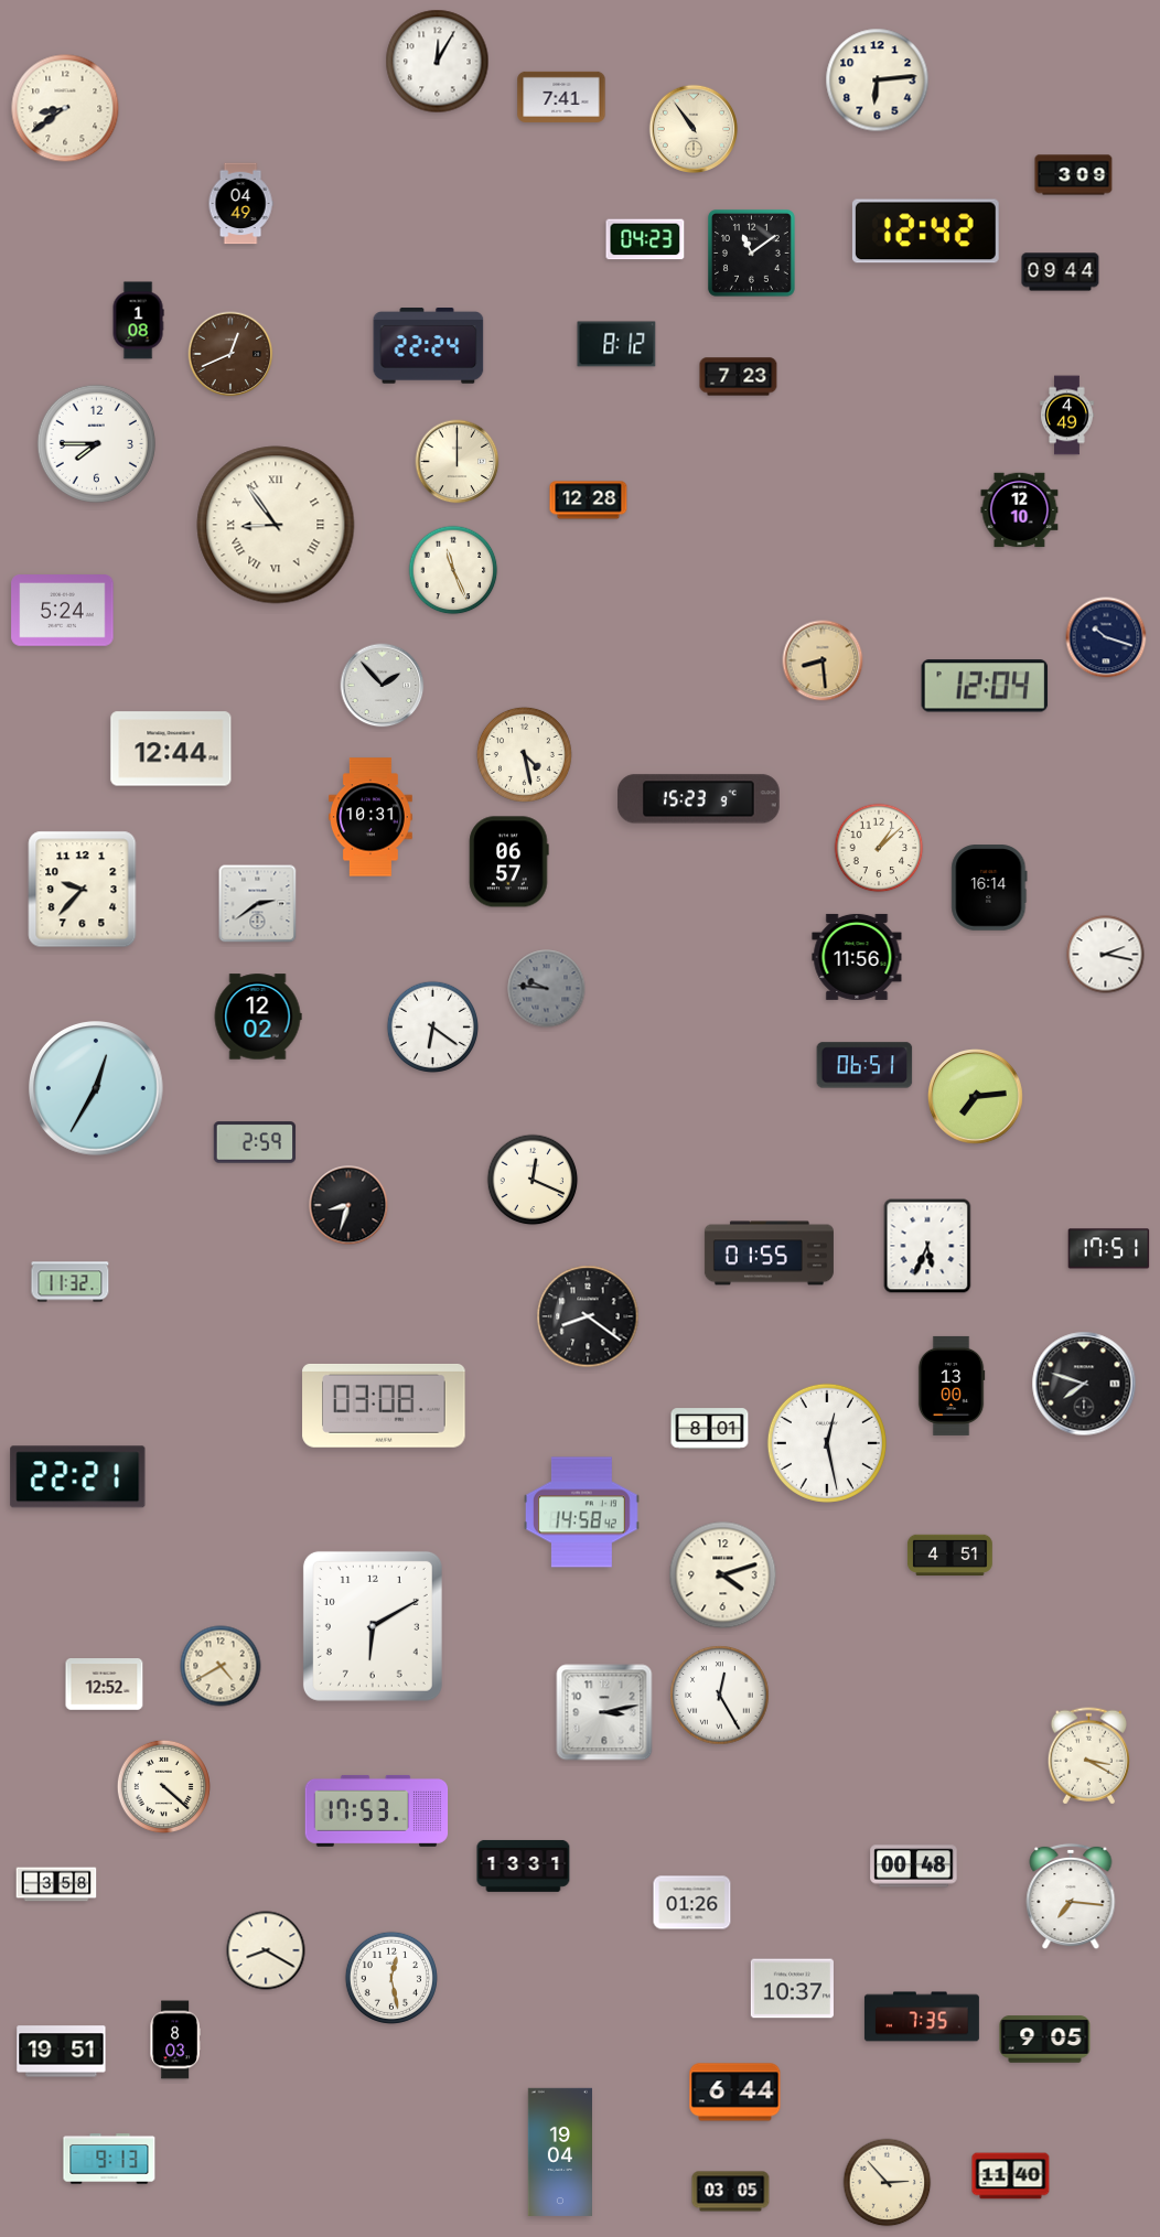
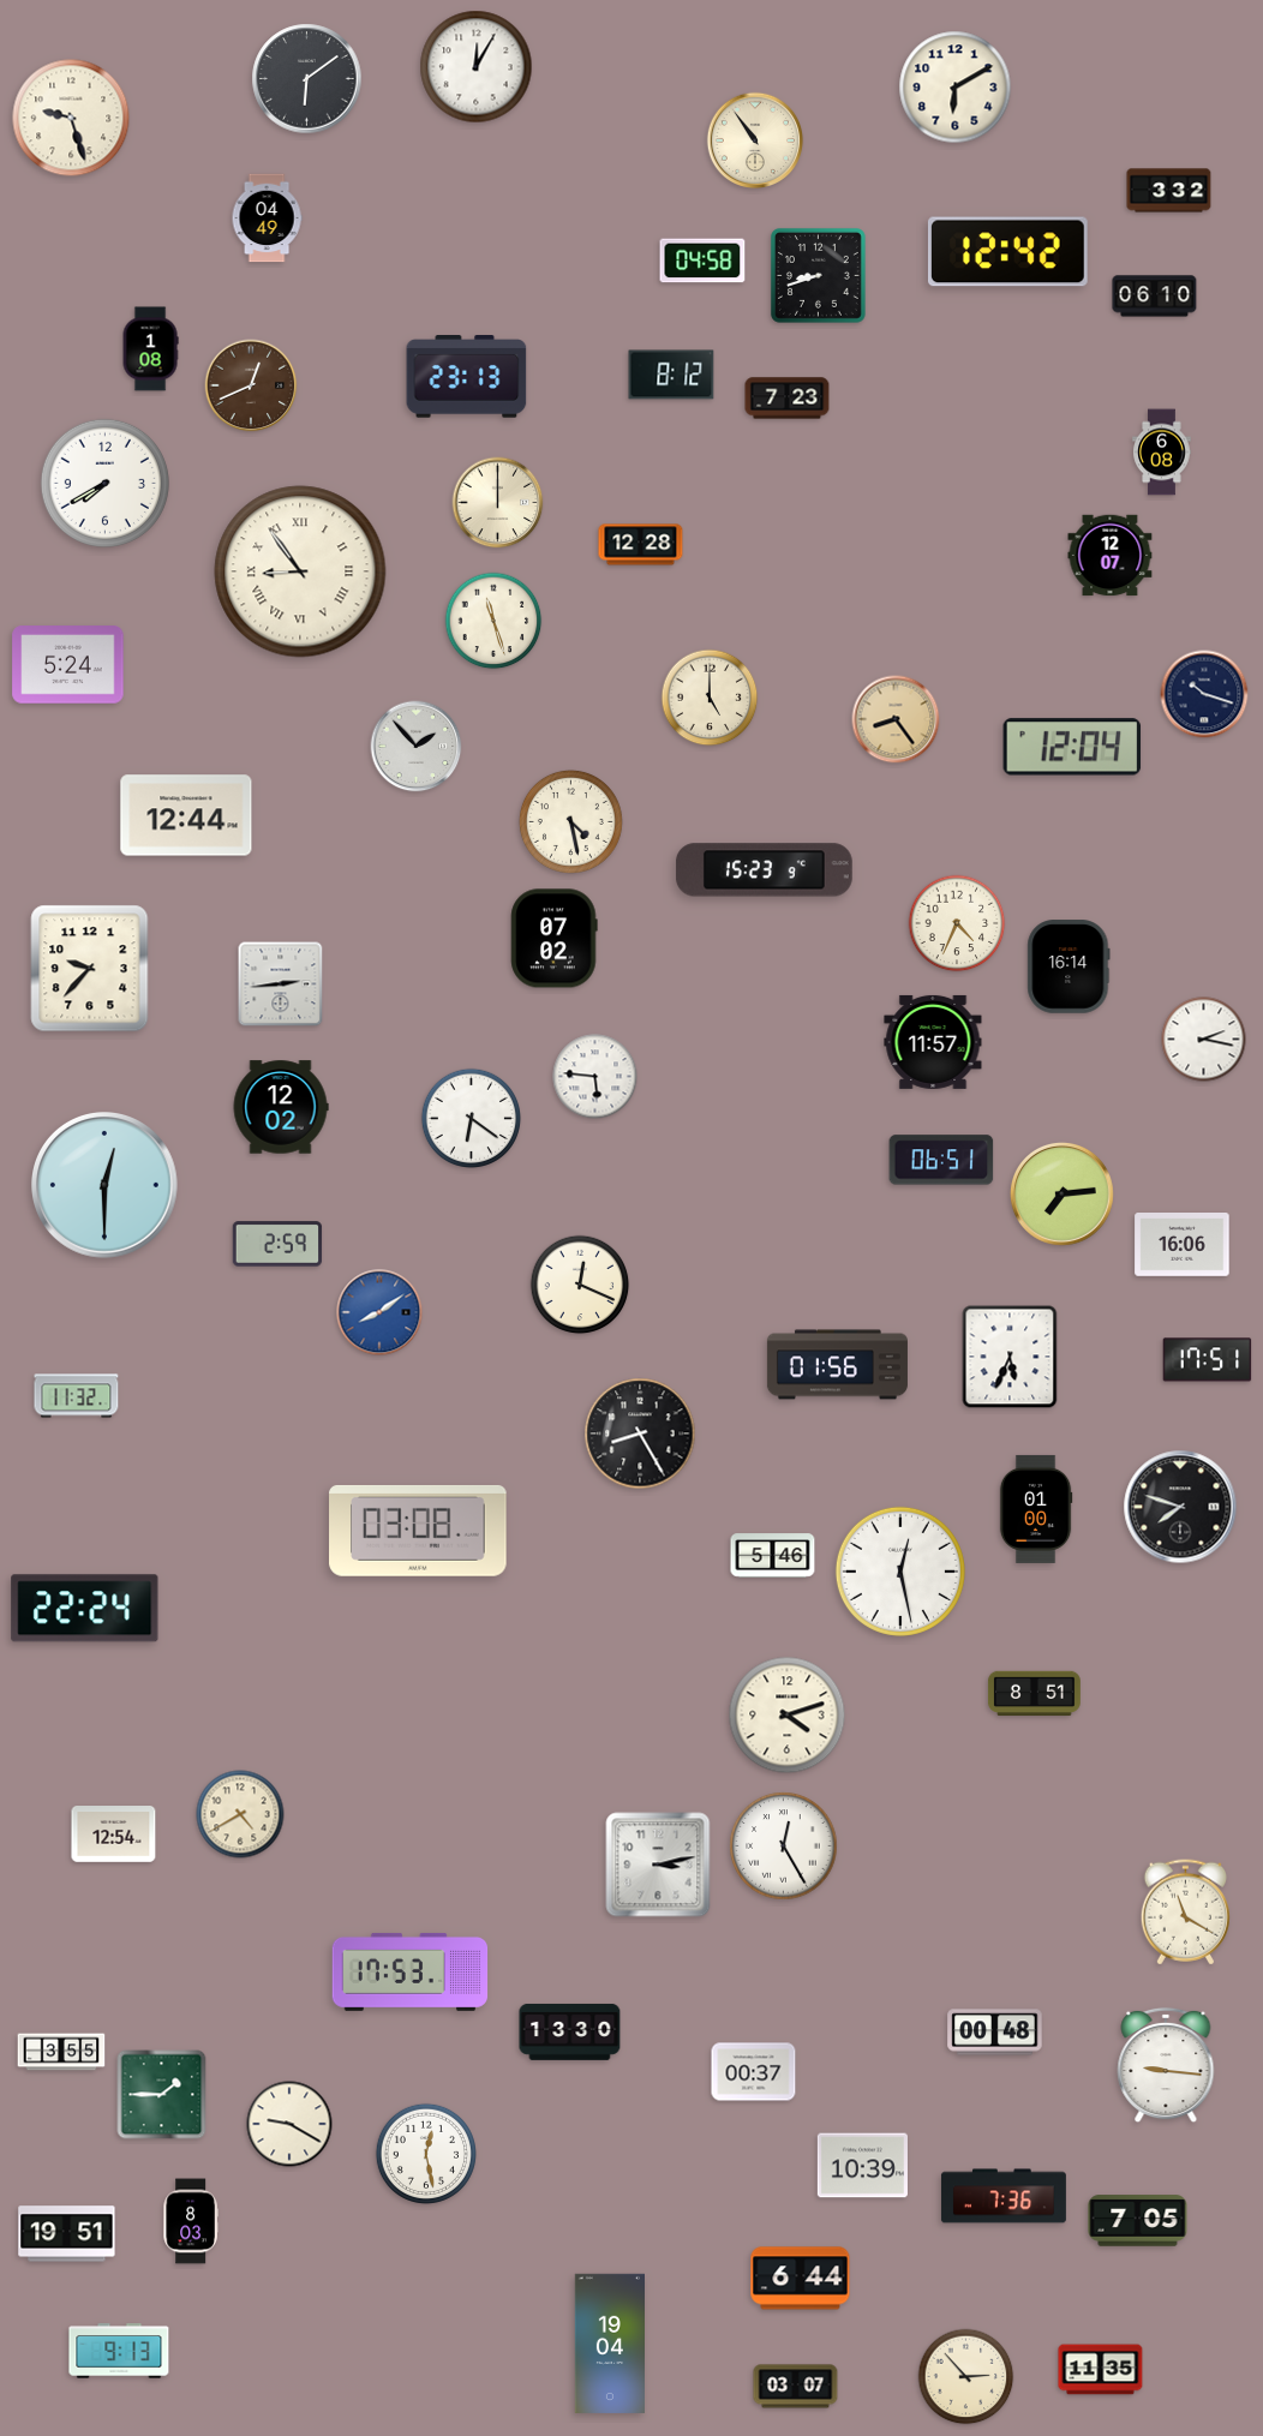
clock at (307, 79): none -> 6:09
clock at (878, 80): 6:14 -> 6:10
clock at (561, 97): 7:41 -> none
clock at (65, 108): 8:39 -> 9:27
clock at (1074, 175): 3:09 -> 3:32
clock at (240, 204) position: (240, 204) -> (267, 219)
clock at (645, 239): 04:23 -> 04:58
clock at (751, 252): 11:09 -> 8:42
clock at (1061, 272): 09:44 -> 06:10
clock at (429, 346): 22:24 -> 23:13
clock at (739, 377) position: (739, 377) -> (788, 399)
clock at (1067, 416): 4:49 -> 6:08
clock at (96, 443): 7:45 -> 7:40
clock at (1020, 510): 12:10 -> 12:07
clock at (453, 570): 11:26 -> 11:27
clock at (710, 698): none -> 5:00
clock at (823, 660): 8:29 -> 8:24
clock at (699, 799) position: (699, 799) -> (765, 870)
clock at (370, 817): 10:31 -> none
clock at (879, 848): 1:08 -> 4:34
clock at (509, 862): 06:57 -> 07:02
clock at (989, 888) position: (989, 888) -> (1069, 966)
clock at (258, 904): 2:39 -> 2:44
clock at (857, 957): 11:56 -> 11:57
clock at (547, 989): 9:46 -> 5:46
clock at (547, 989) dial: grey -> white
clock at (97, 1089): 12:35 -> 12:30
clock at (1183, 1245): none -> 16:06
clock at (348, 1205): 8:33 -> 8:09
clock at (348, 1205) dial: black -> blue
clock at (769, 1254): 01:55 -> 01:56
clock at (588, 1316): 8:21 -> 8:25
clock at (952, 1386): 13:00 -> 01:00
clock at (710, 1429): 8:01 -> 5:46
clock at (78, 1477): 22:21 -> 22:24
clock at (582, 1513): 14:58 -> none
clock at (950, 1556): 4:51 -> 8:51
clock at (373, 1626): 6:10 -> none
clock at (105, 1685): 12:52 -> 12:54
clock at (1088, 1756): 3:20 -> 11:20
clock at (163, 1786): 4:22 -> none
clock at (524, 1865): 13:31 -> 13:30
clock at (56, 1884): 3:58 -> 3:55
clock at (1071, 1896): 7:16 -> 9:16
clock at (692, 1903): 01:26 -> 00:37
clock at (162, 2095): none -> 1:45
clock at (266, 1950): 8:20 -> 9:20
clock at (792, 1989): 10:37 -> 10:39
clock at (922, 2016): 7:35 -> 7:36
clock at (1045, 2040): 9:05 -> 7:05
clock at (1011, 2176): 11:40 -> 11:35
clock at (731, 2192): 03:05 -> 03:07
